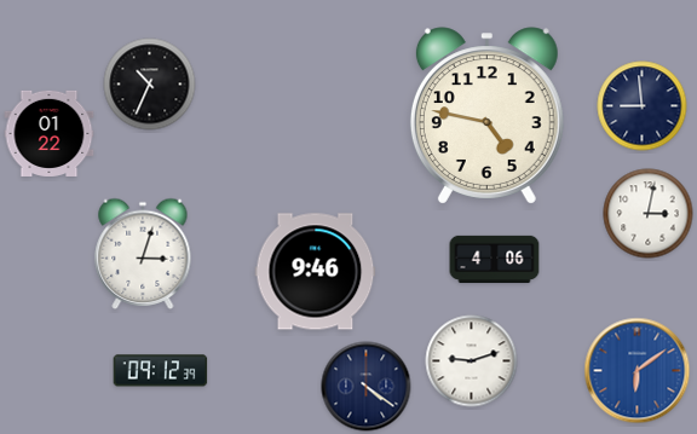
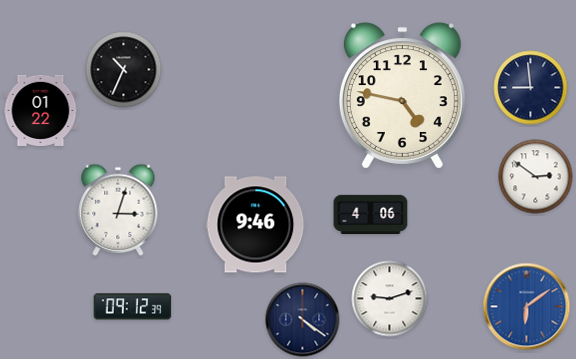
clock at (649, 214): 3:02 -> 2:51
clock at (495, 260) position: (495, 260) -> (371, 215)
clock at (316, 272) position: (316, 272) -> (256, 225)
